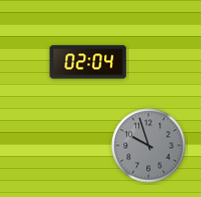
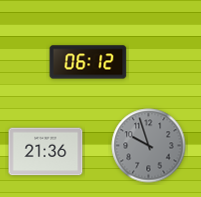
clock at (88, 62): 02:04 -> 06:12
clock at (46, 152): none -> 21:36
